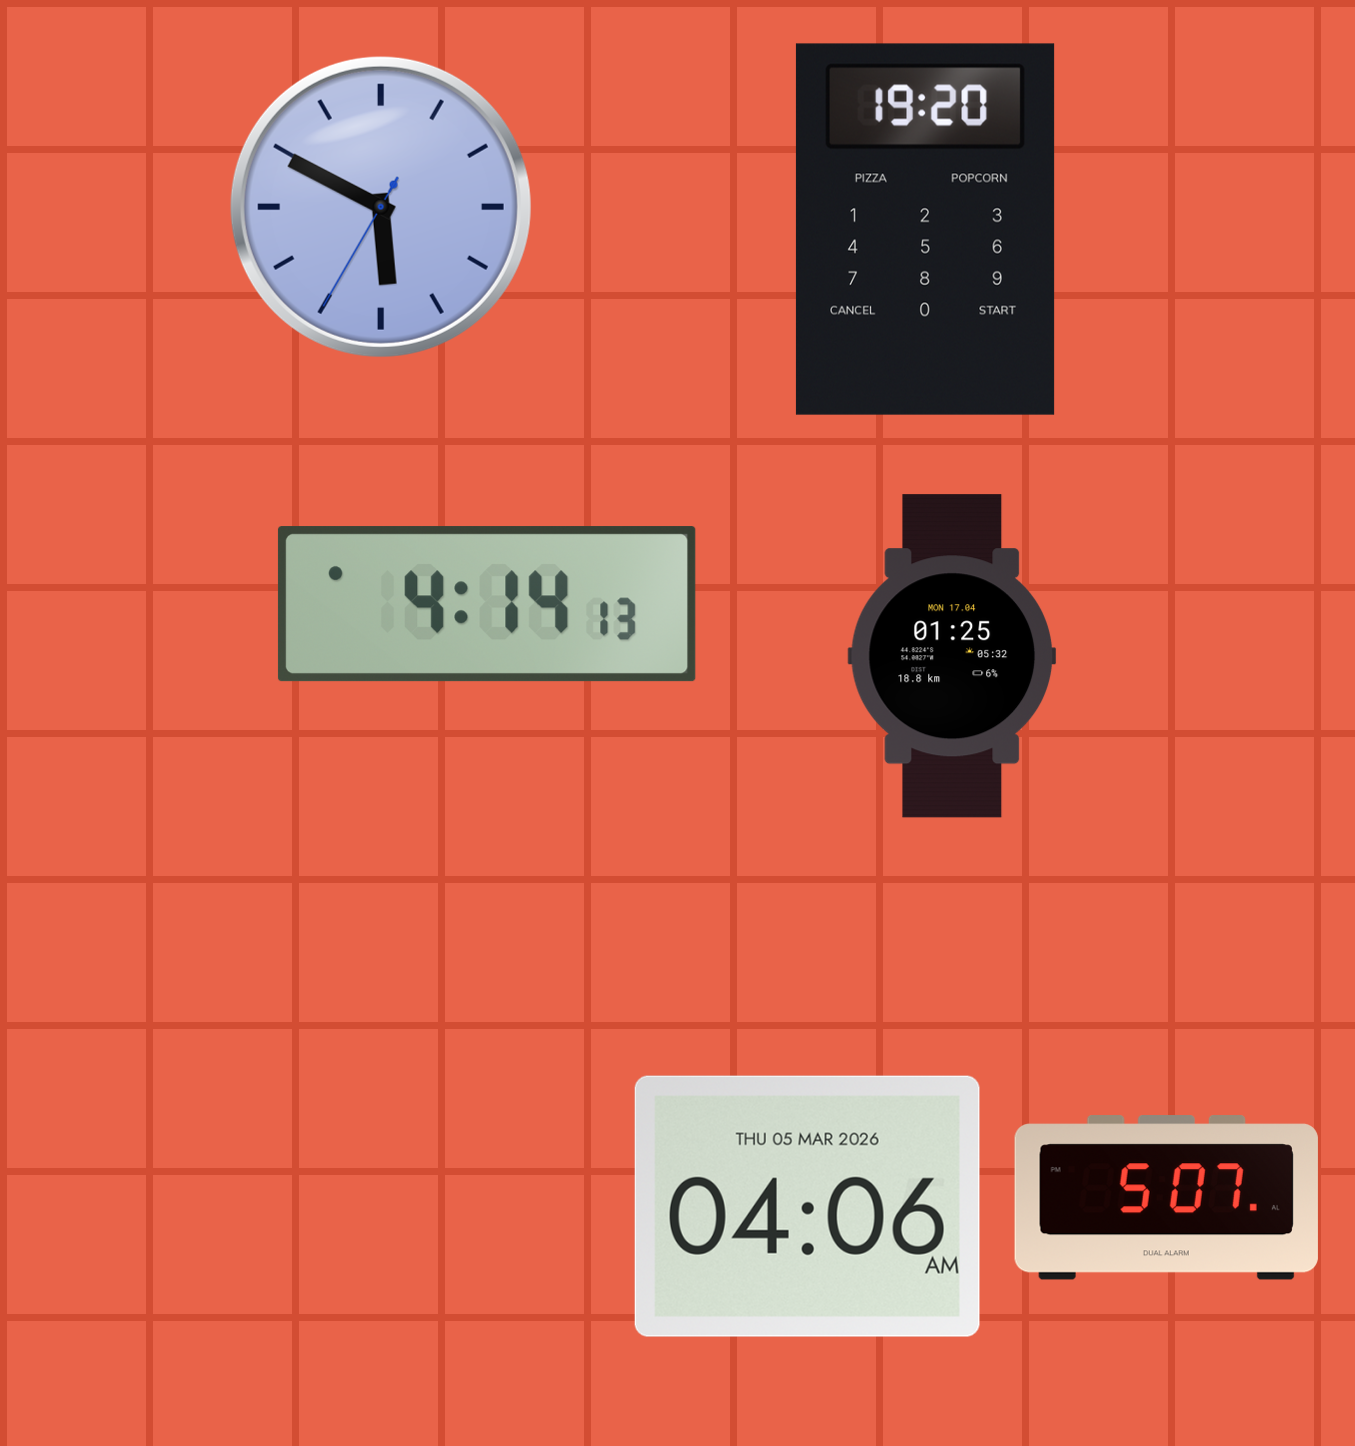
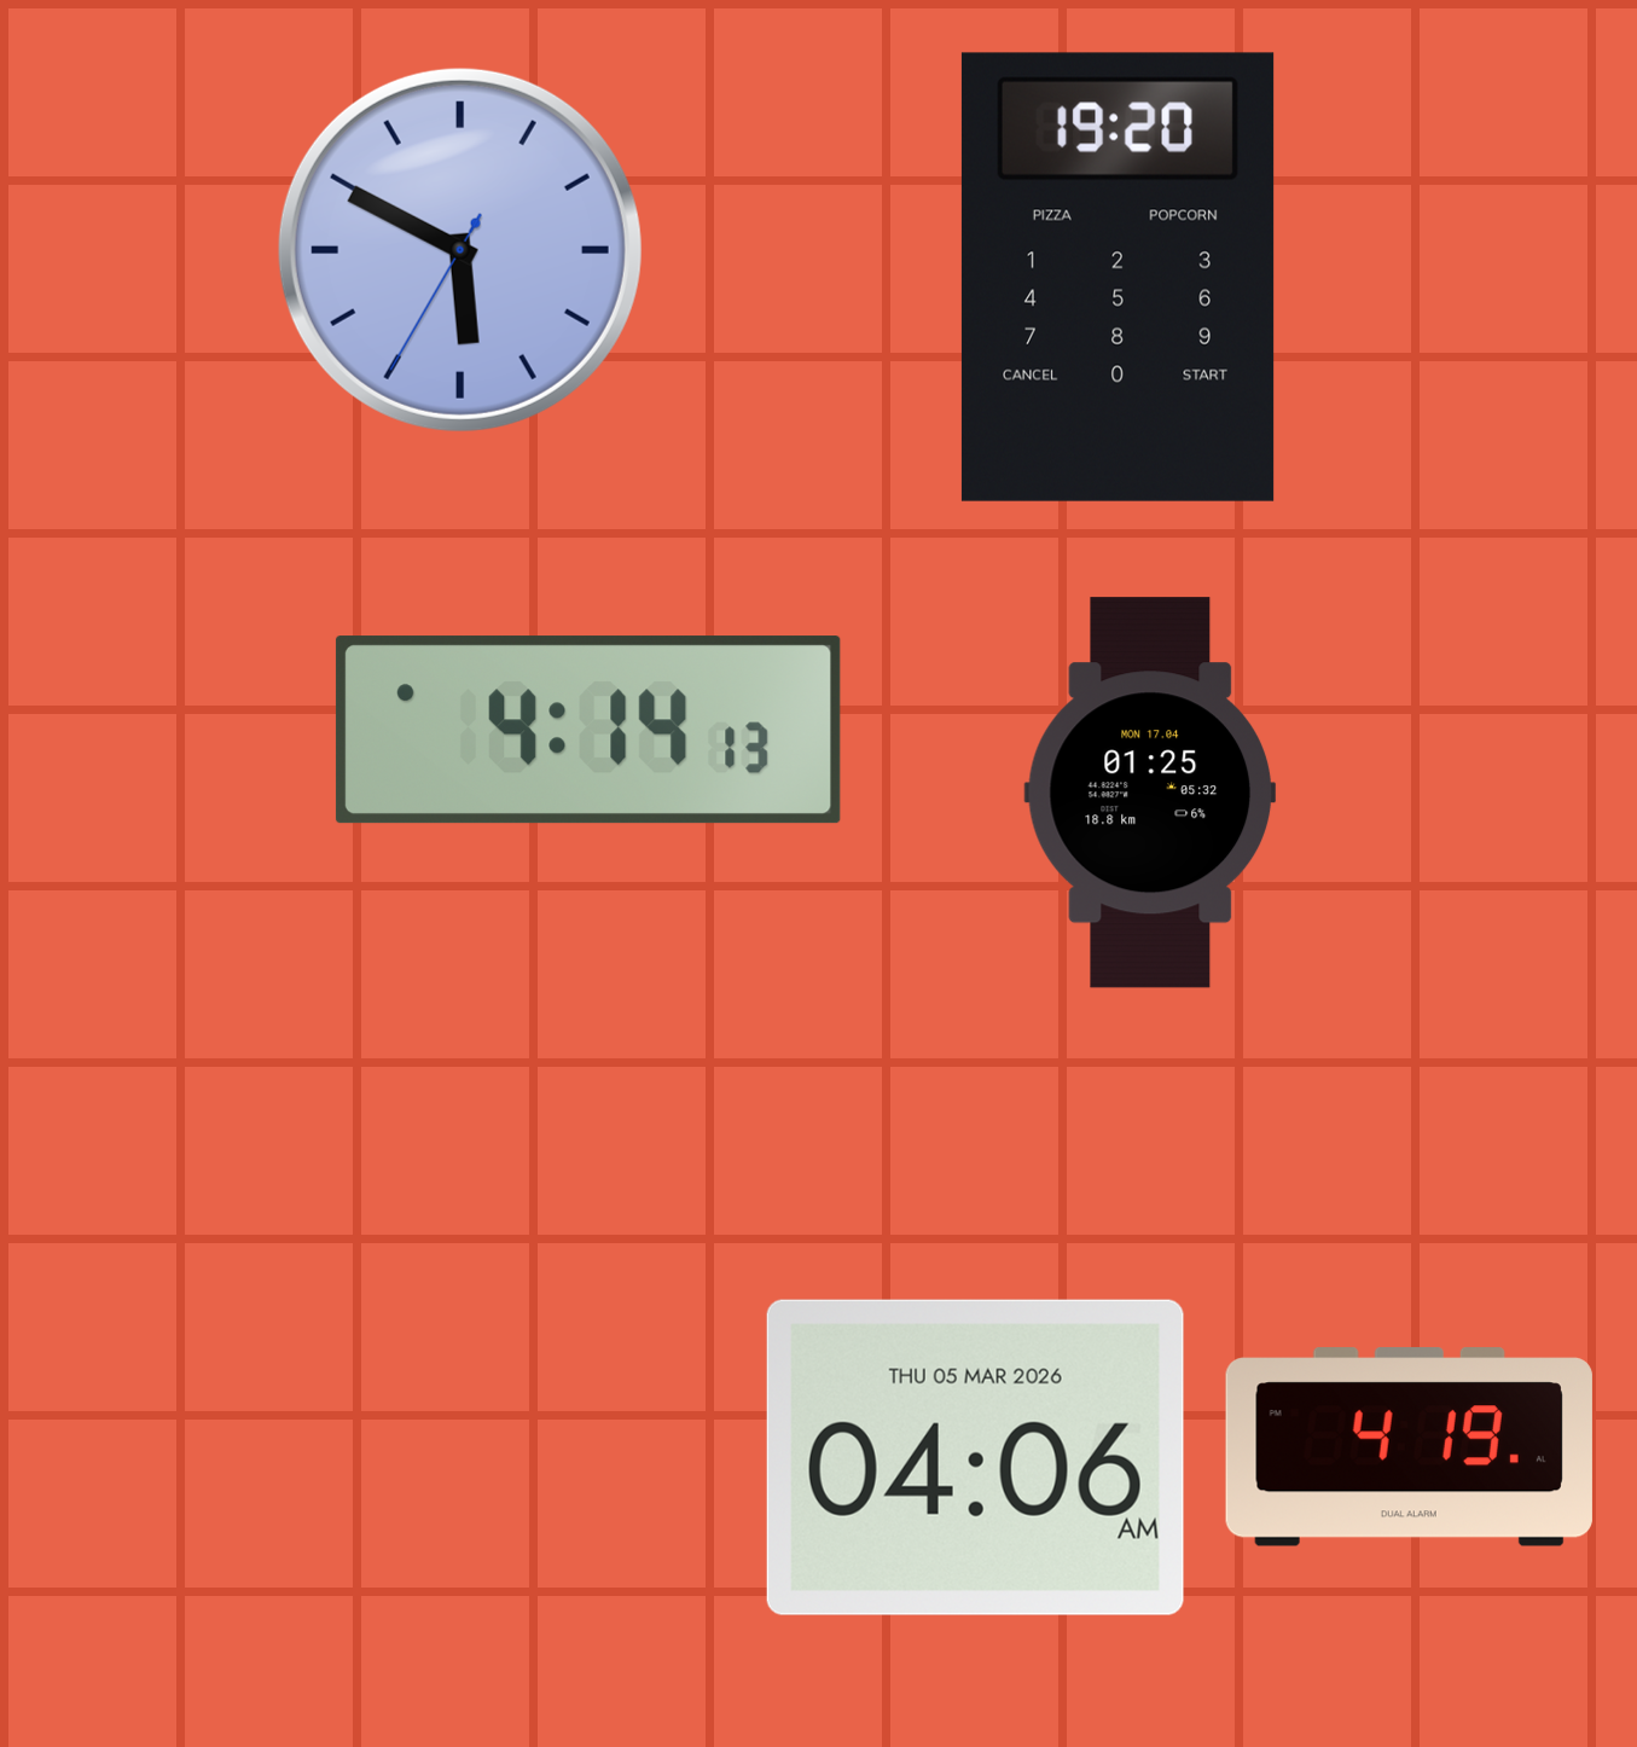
clock at (1166, 1198): 5:07 -> 4:19
